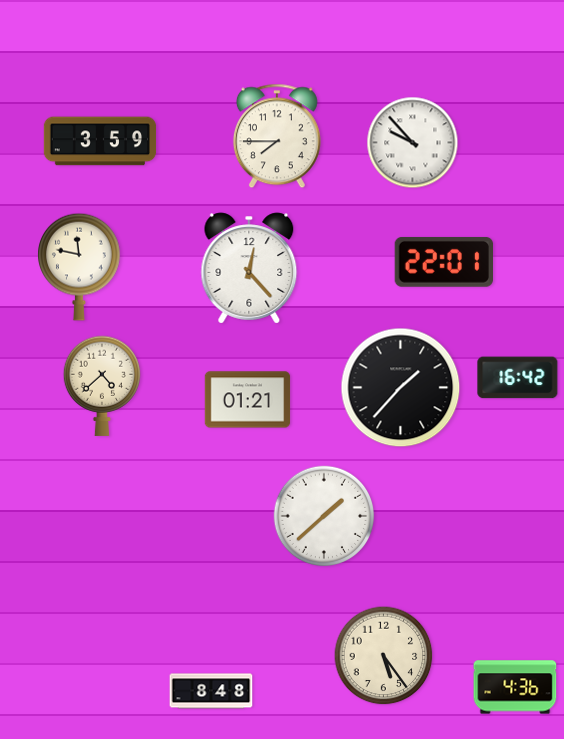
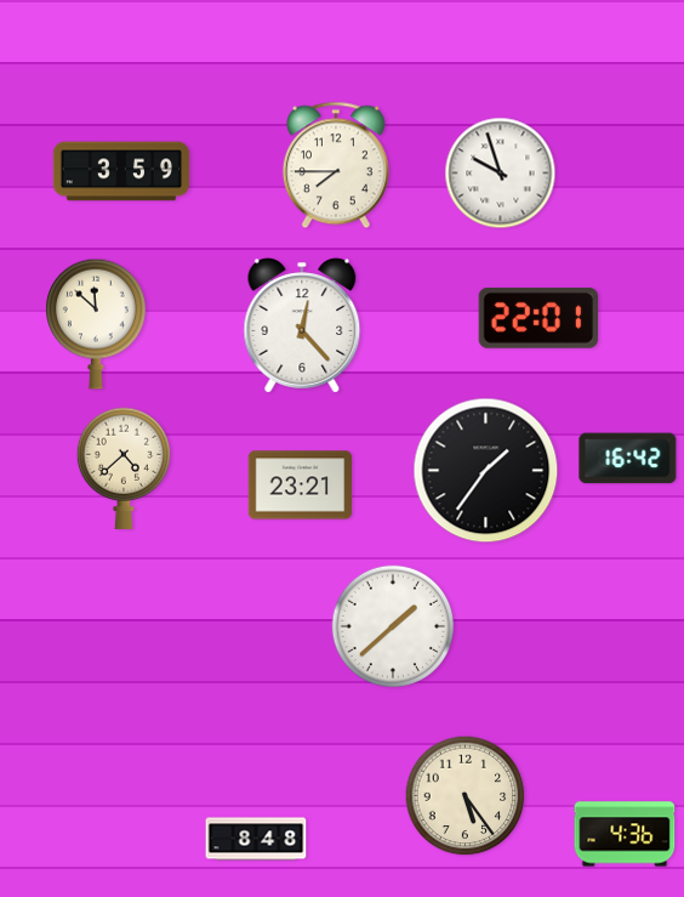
clock at (413, 143): 9:53 -> 9:57
clock at (79, 267): 11:47 -> 11:52
clock at (401, 388): 1:37 -> 1:36
clock at (248, 400): 01:21 -> 23:21
